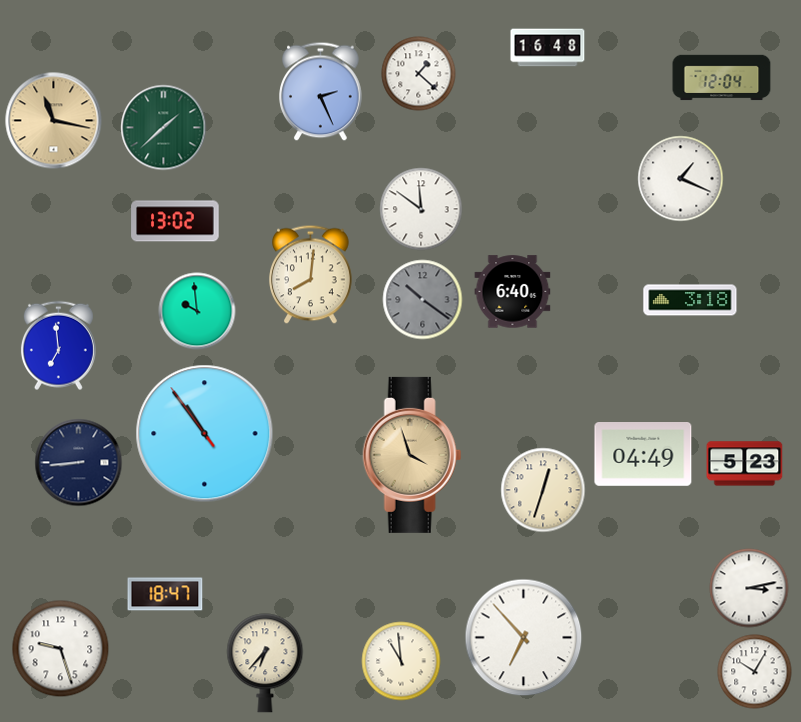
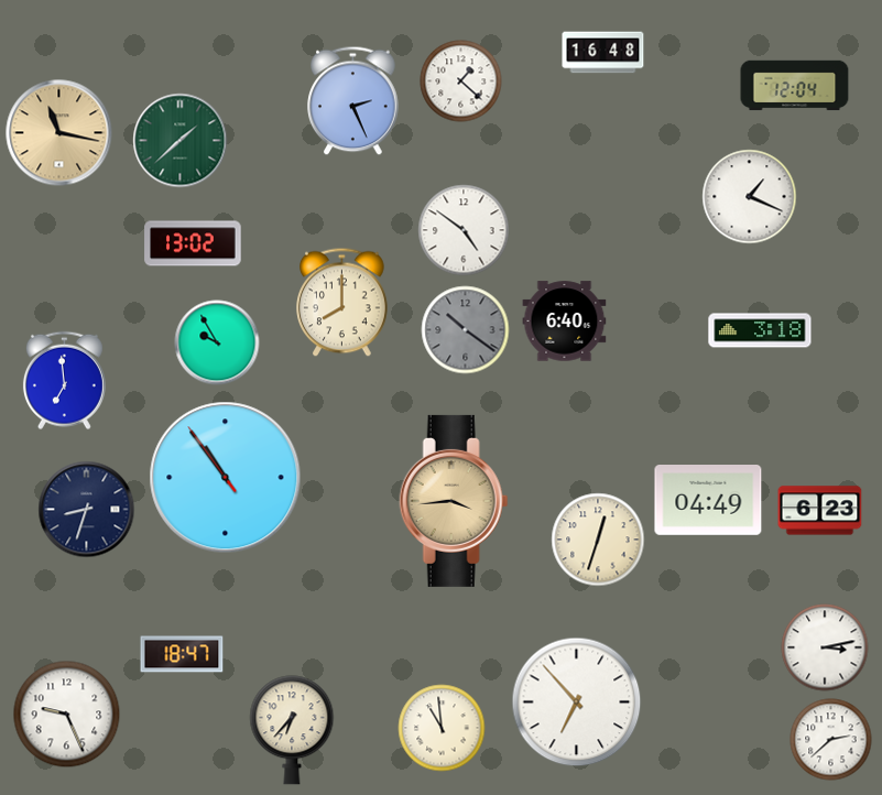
clock at (421, 209): 11:51 -> 4:51
clock at (311, 275): 8:01 -> 8:00
clock at (197, 311): 9:59 -> 9:55
clock at (412, 455): 3:57 -> 3:44
clock at (79, 463): 8:44 -> 8:33
clock at (745, 464): 5:23 -> 6:23
clock at (61, 649): 9:27 -> 9:26
clock at (755, 672): 10:05 -> 2:38
